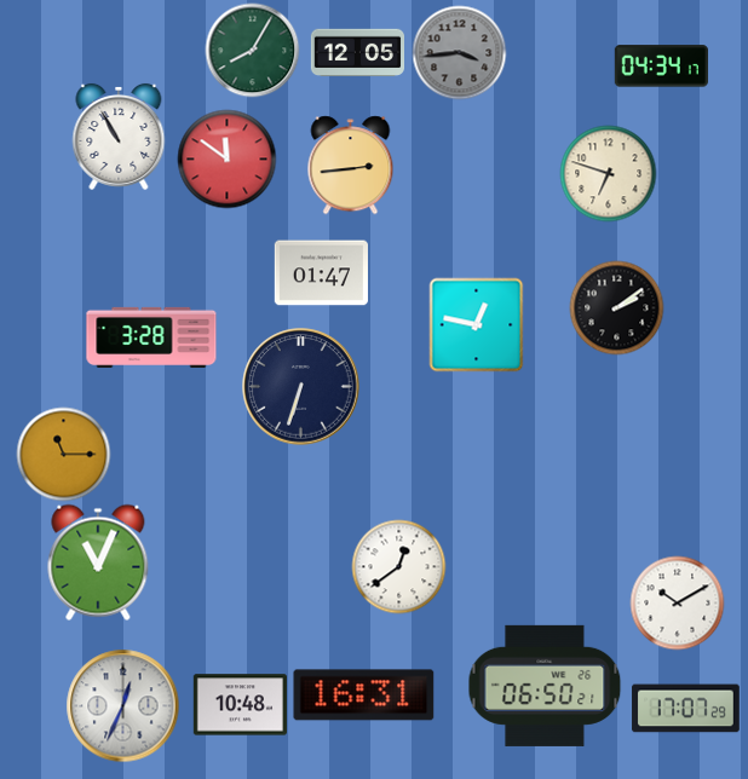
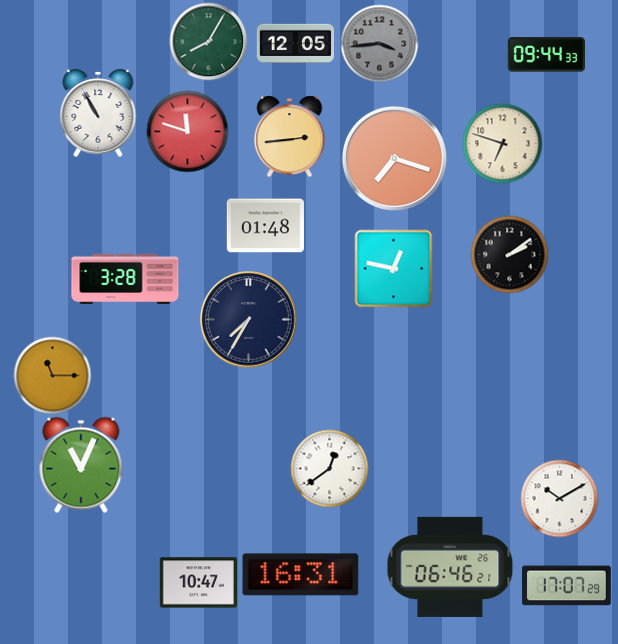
clock at (661, 67): 04:34 -> 09:44
clock at (226, 158): 11:51 -> 11:48
clock at (394, 158): none -> 7:18
clock at (321, 273): 01:47 -> 01:48
clock at (301, 387): 6:33 -> 7:35
clock at (545, 686): 06:50 -> 06:46
clock at (122, 705): 12:34 -> none
clock at (240, 705): 10:48 -> 10:47
